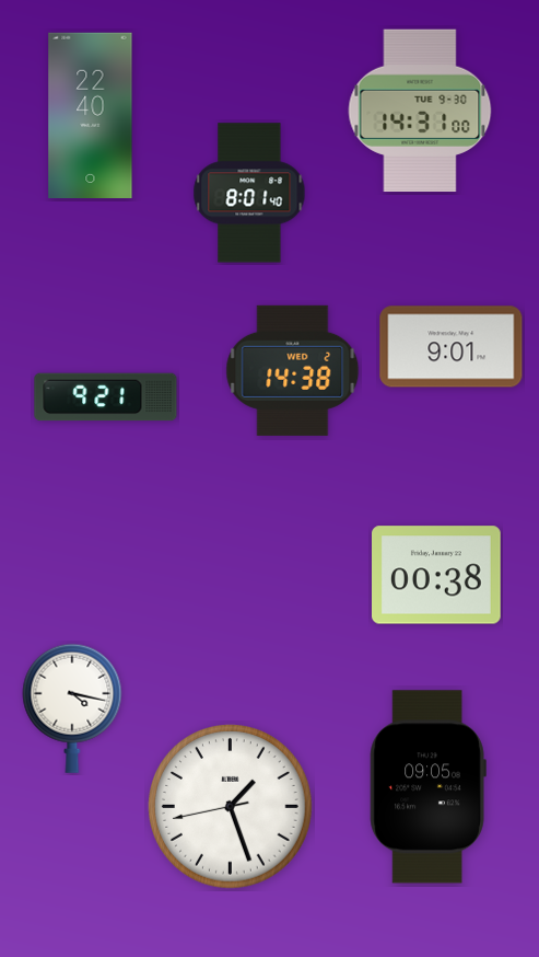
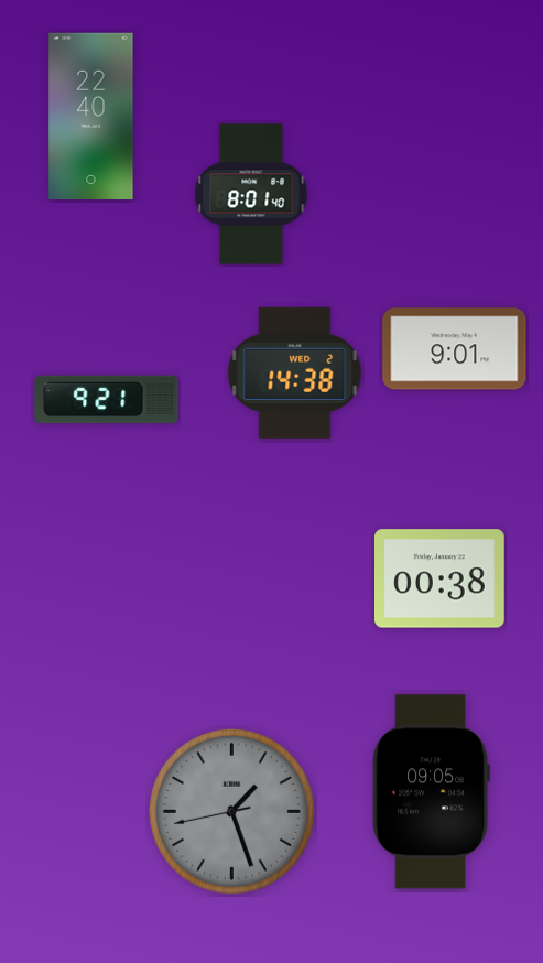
clock at (420, 111): 14:31 -> none
clock at (72, 708): 4:17 -> none
clock at (231, 807) dial: white -> grey
